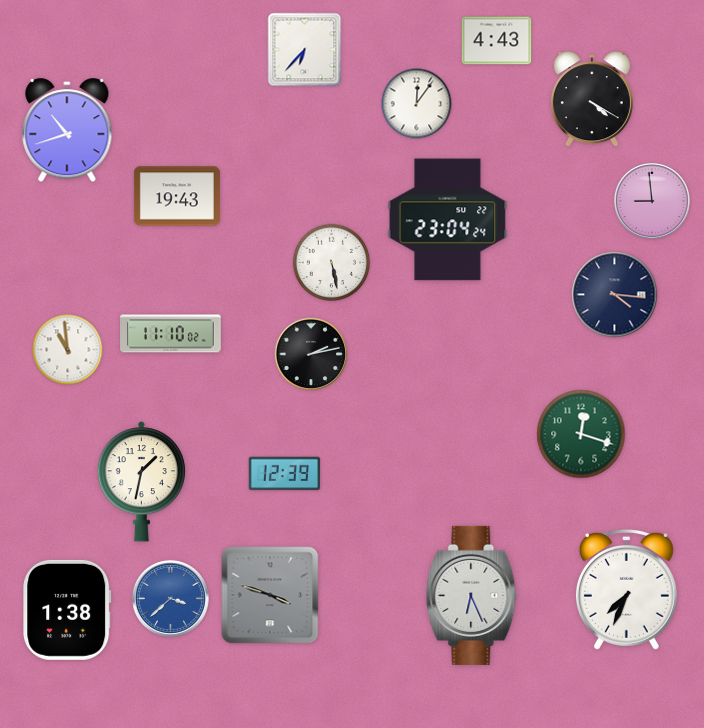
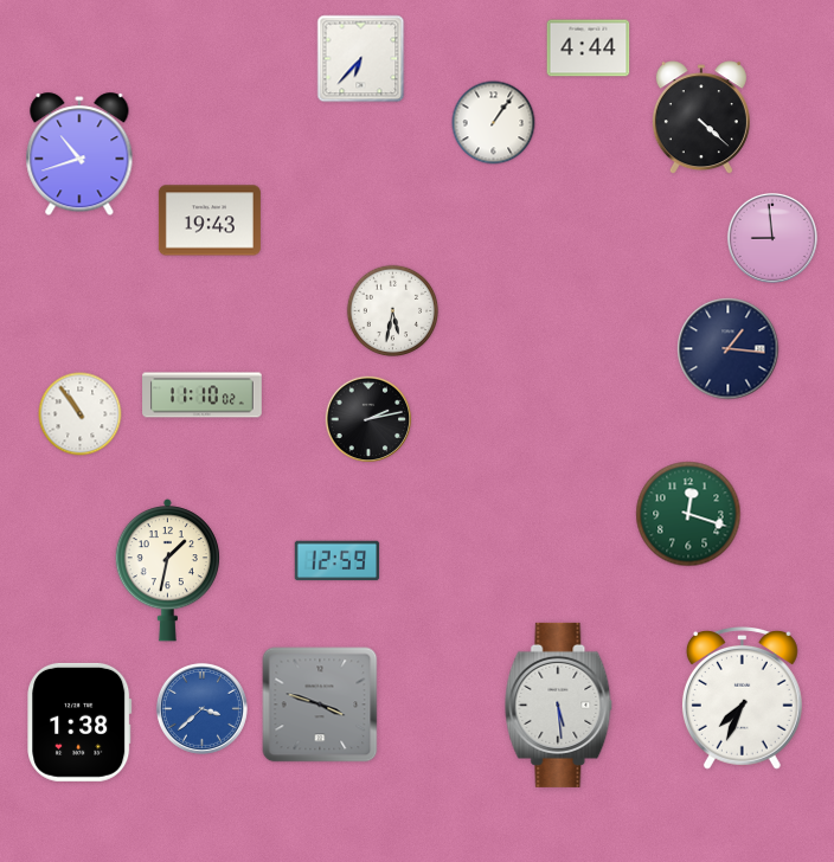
clock at (497, 41): 4:43 -> 4:44
clock at (592, 100): 4:20 -> 4:22
clock at (417, 104): 12:06 -> 1:06
clock at (177, 196) position: (177, 196) -> (210, 220)
clock at (448, 220): 23:04 -> none
clock at (332, 263): 5:28 -> 5:32
clock at (615, 295): 4:16 -> 1:16
clock at (68, 350): 10:59 -> 10:54
clock at (285, 474): 12:39 -> 12:59
clock at (472, 595): 6:26 -> 5:29
